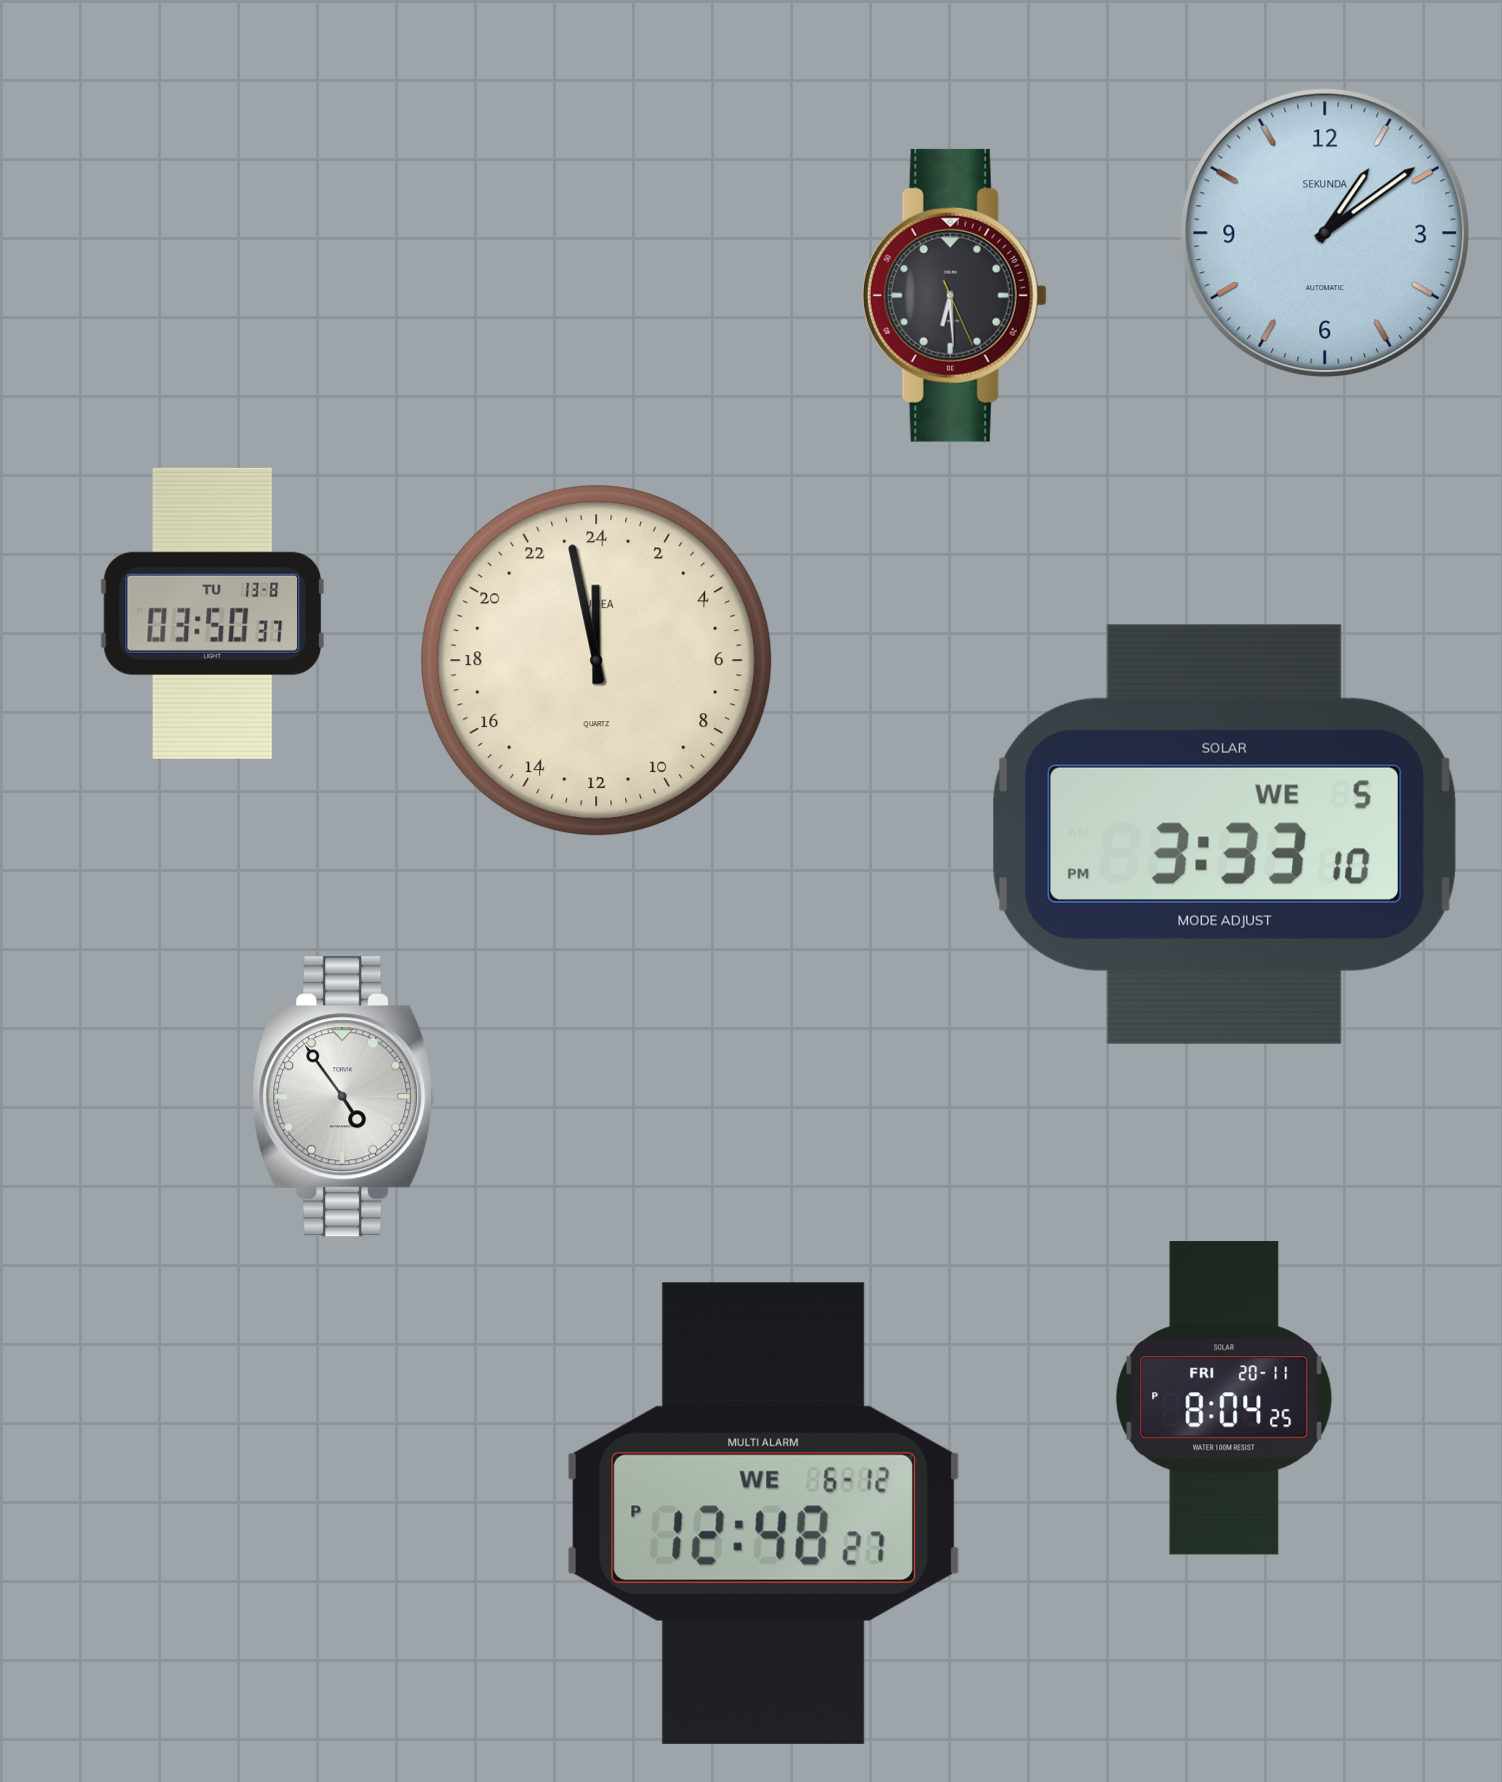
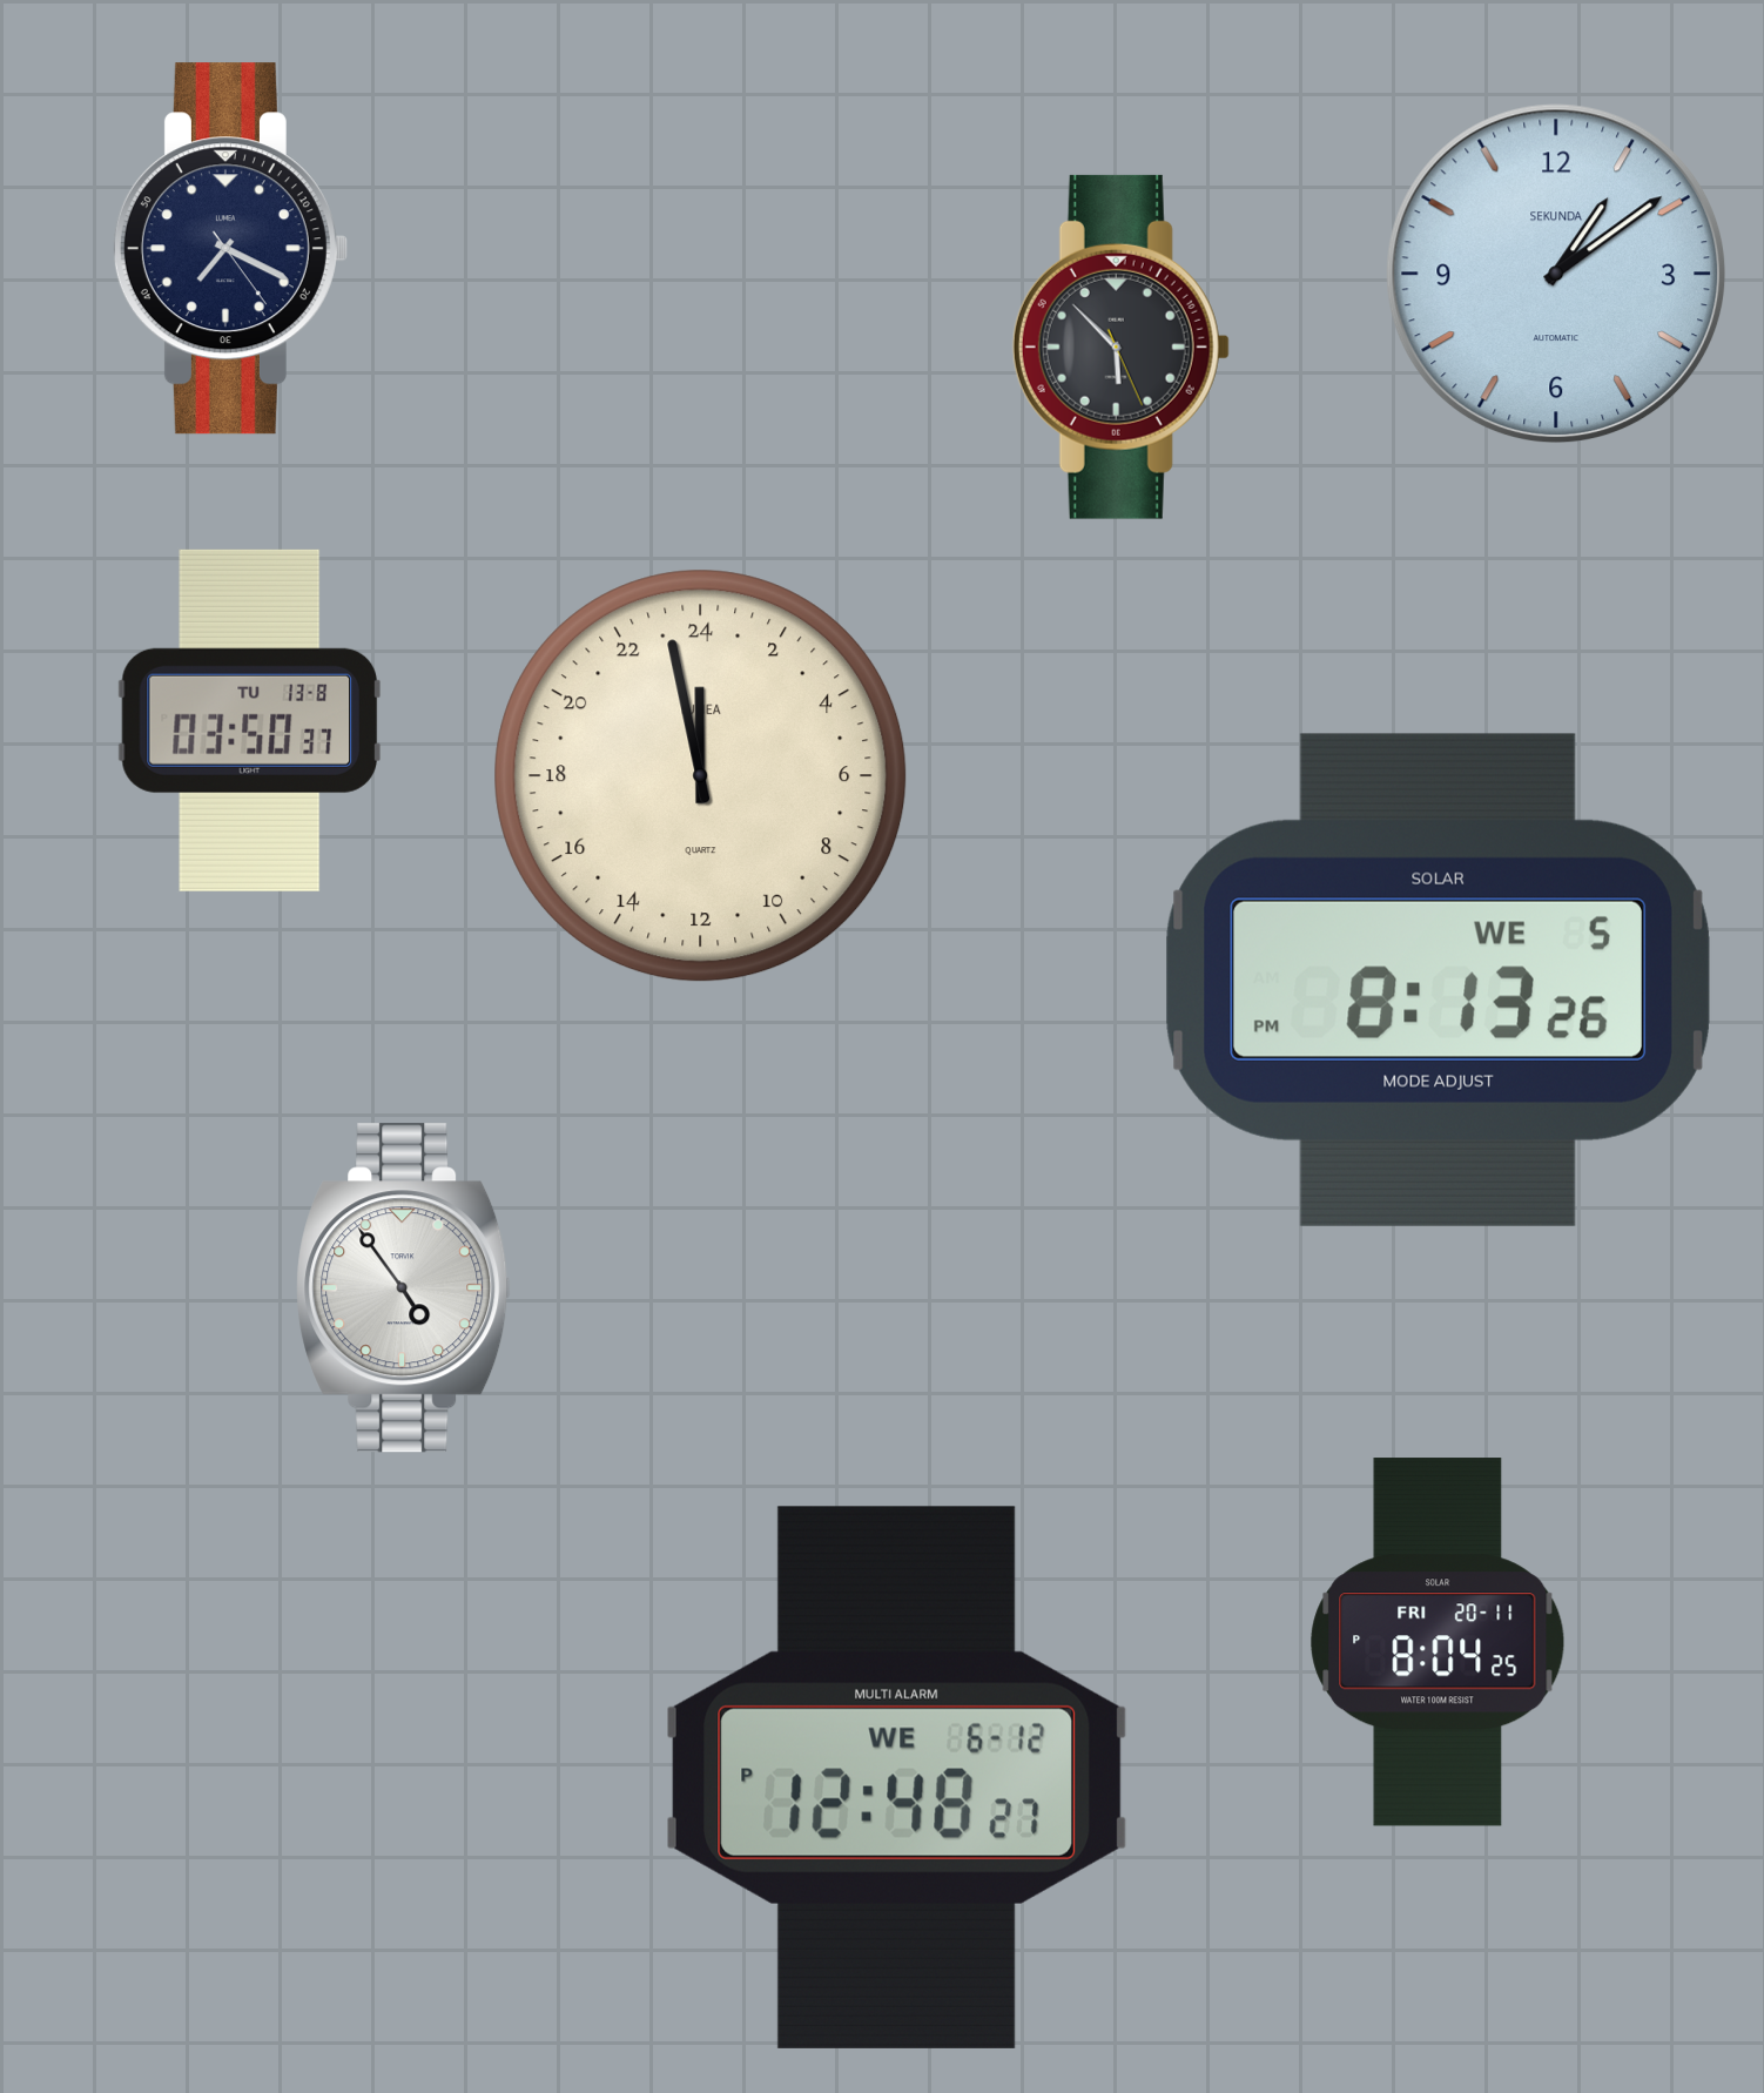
clock at (230, 249): none -> 7:19
clock at (954, 295): 6:29 -> 5:52
clock at (1224, 834): 3:33 -> 8:13
